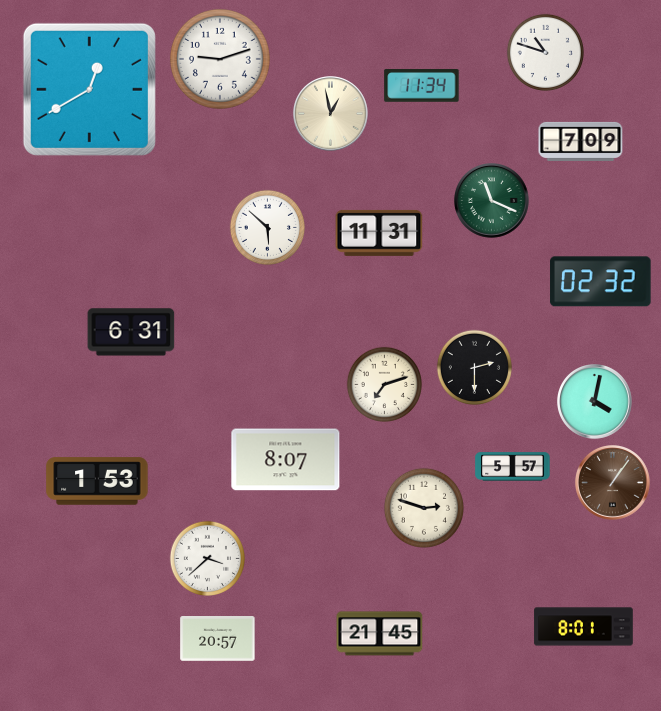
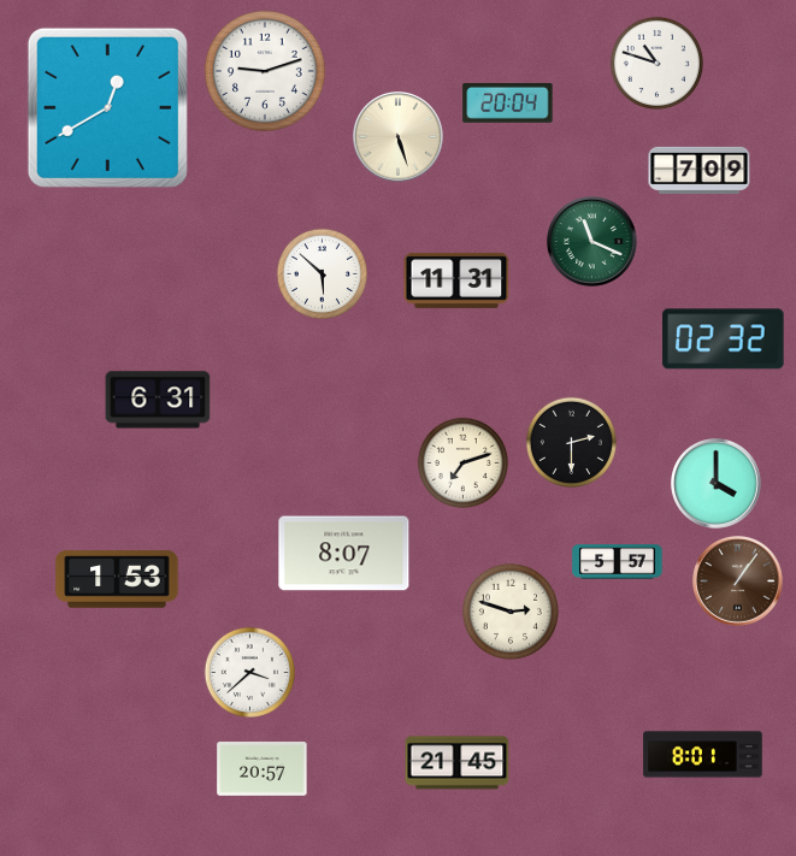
clock at (422, 86): 11:34 -> 20:04
clock at (331, 114): 12:58 -> 5:27
clock at (595, 402): 4:02 -> 4:00
